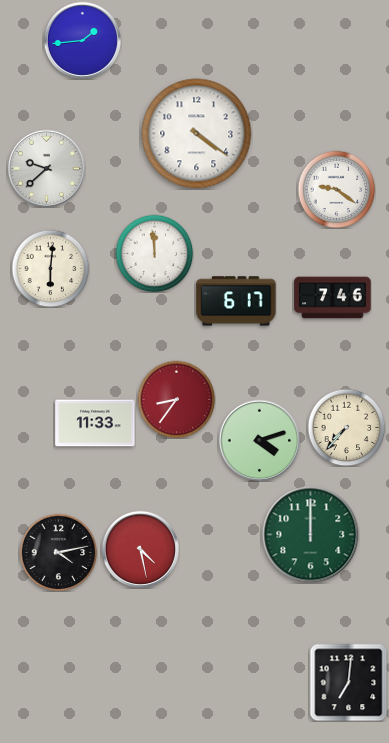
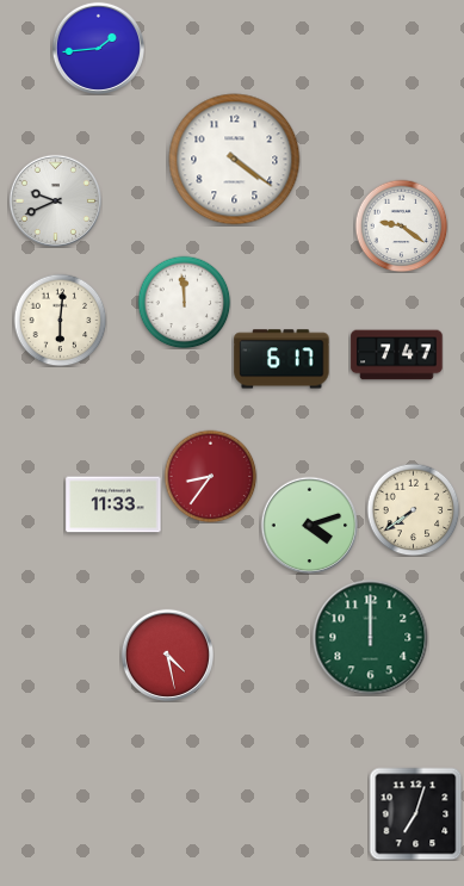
clock at (46, 168): 9:38 -> 9:41
clock at (333, 298): 7:46 -> 7:47
clock at (346, 427): 7:37 -> 7:39
clock at (58, 552): 4:13 -> none
clock at (348, 682): 7:01 -> 7:03
